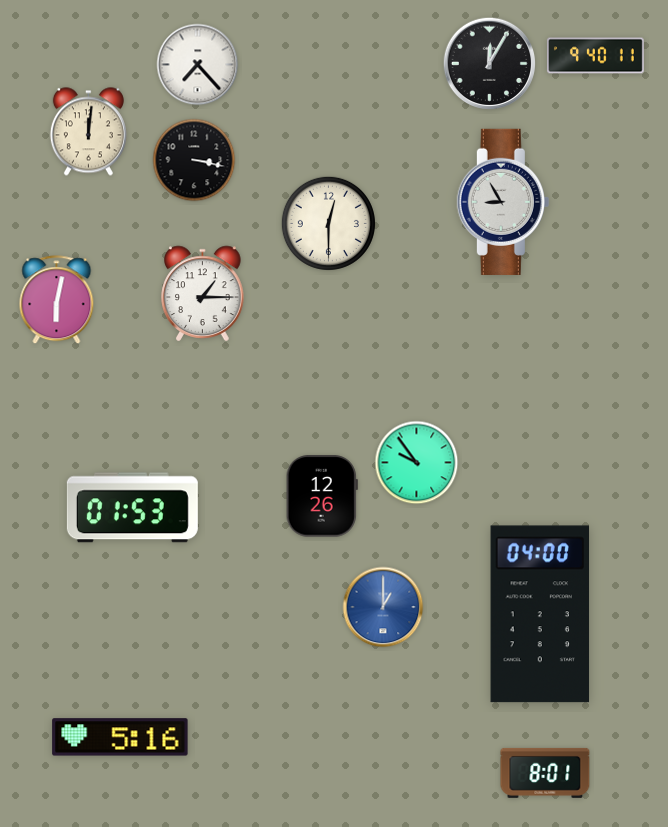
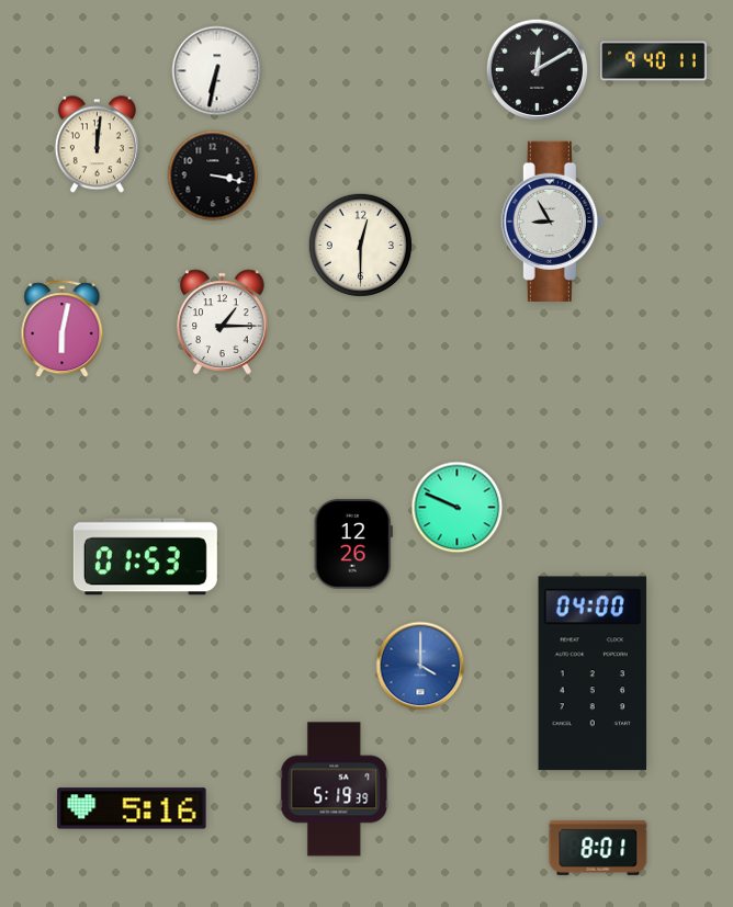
clock at (490, 64): 12:05 -> 12:10
clock at (198, 65): 7:23 -> 6:32
clock at (417, 463): 9:54 -> 9:49
clock at (383, 607): 1:00 -> 4:00
clock at (335, 790): none -> 5:19
